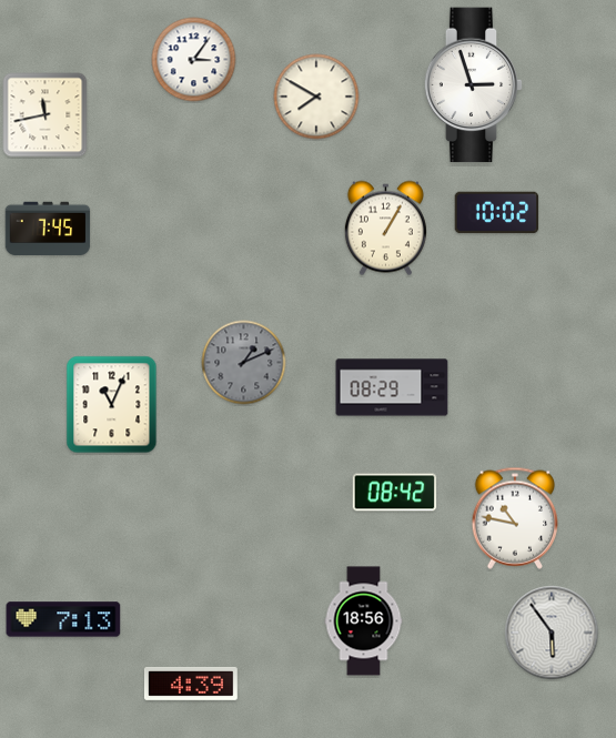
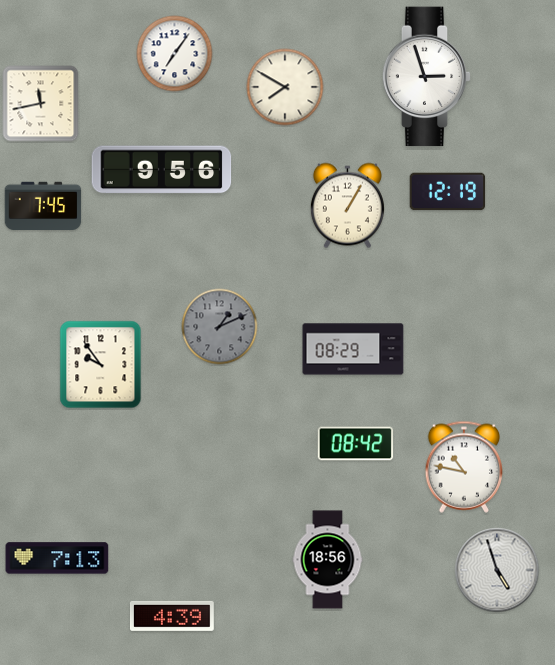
clock at (194, 60): 3:06 -> 7:06
clock at (162, 170): none -> 9:56
clock at (497, 213): 10:02 -> 12:19
clock at (112, 405): 11:04 -> 9:54
clock at (552, 633): 5:54 -> 4:57
